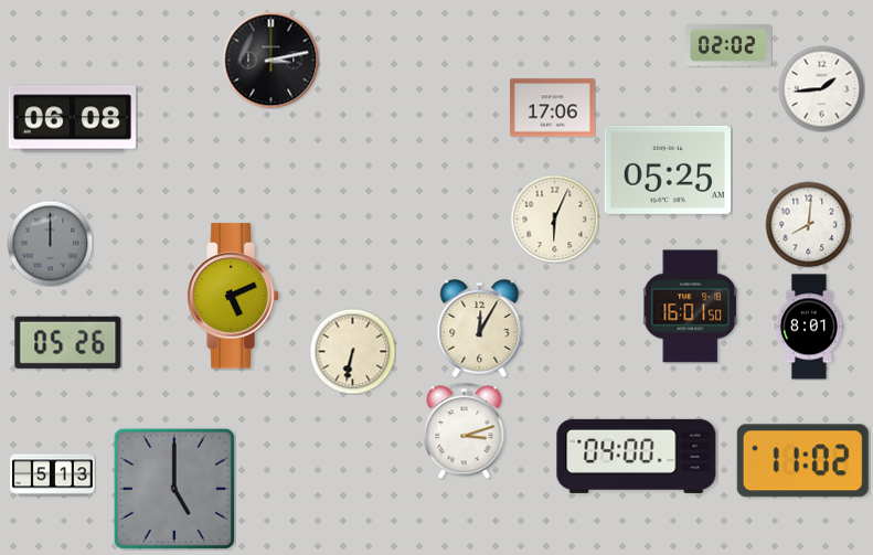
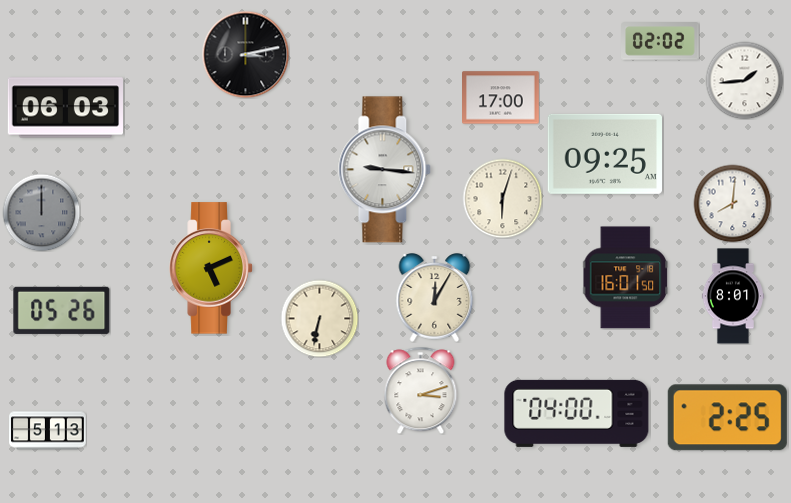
clock at (553, 108): 17:06 -> 17:00
clock at (72, 119): 06:08 -> 06:03
clock at (667, 170): 05:25 -> 09:25
clock at (385, 170): none -> 9:16
clock at (554, 218): 6:04 -> 6:03
clock at (50, 243) position: (50, 243) -> (41, 212)
clock at (802, 461): 11:02 -> 2:25
clock at (174, 489): 5:00 -> none
